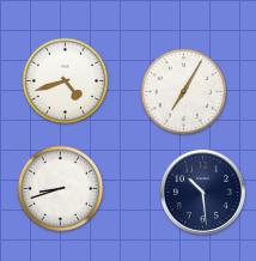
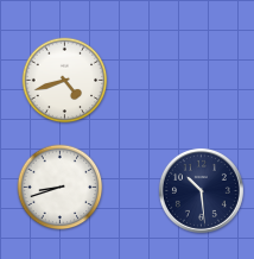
clock at (184, 92): 7:05 -> none
